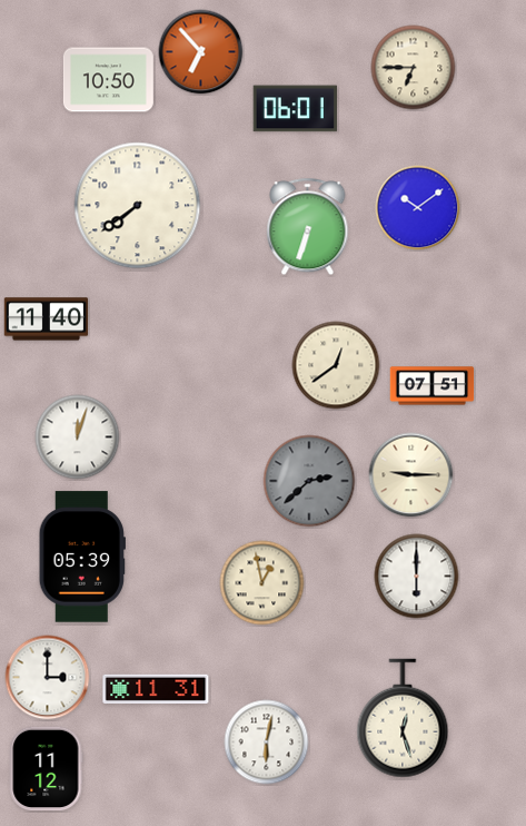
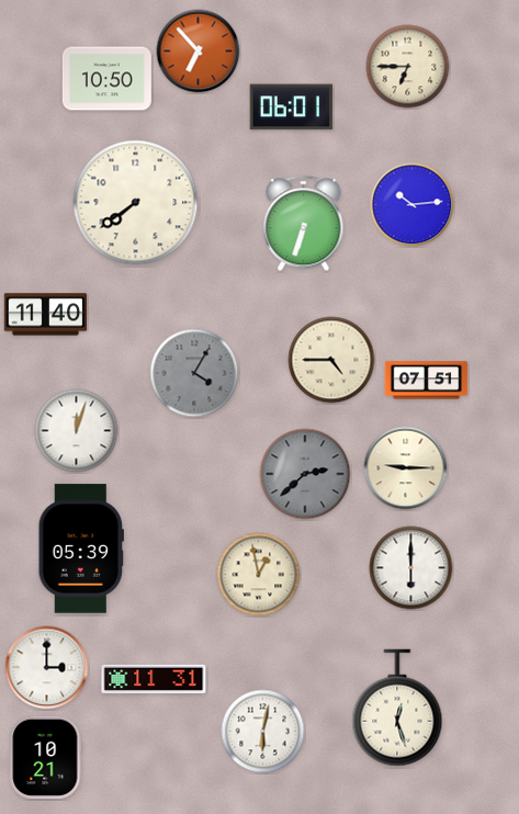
clock at (418, 208): 10:09 -> 10:14
clock at (336, 365): 12:39 -> 4:45
clock at (194, 373): none -> 4:05
clock at (46, 769): 11:12 -> 10:21
